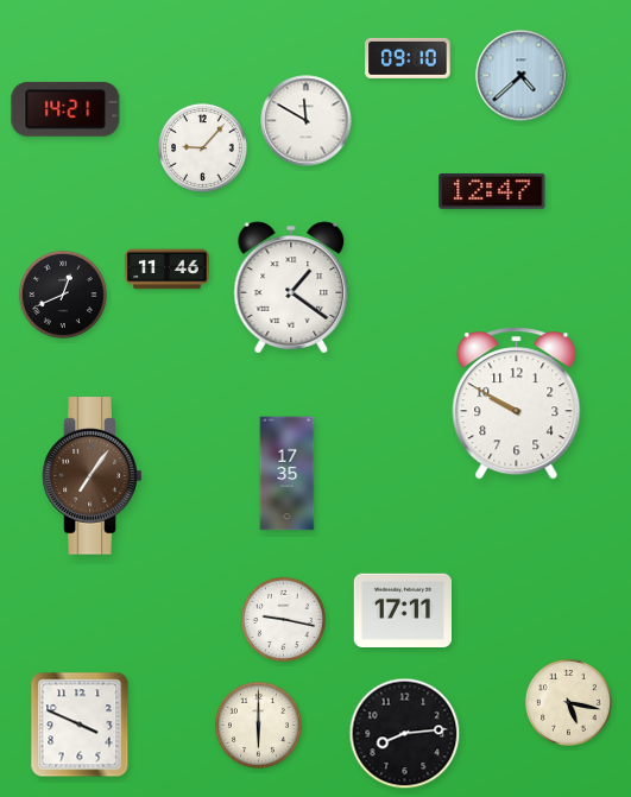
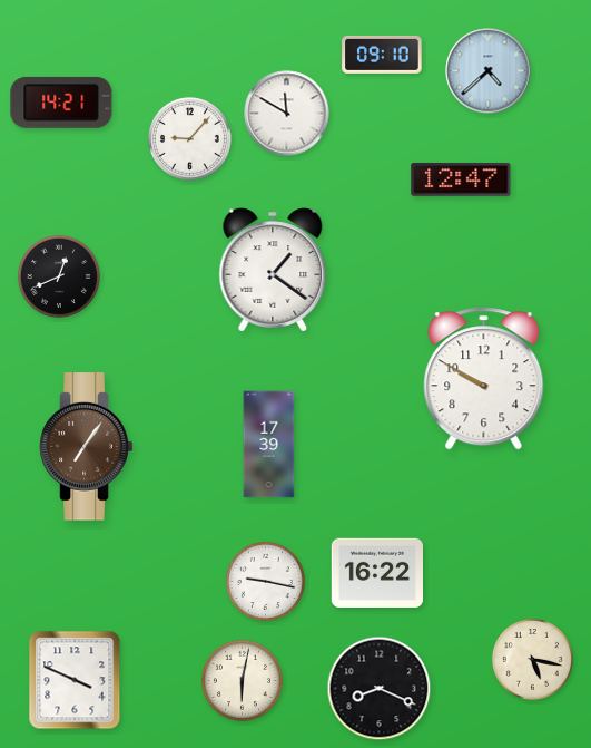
clock at (168, 270): 11:46 -> none
clock at (288, 474): 17:35 -> 17:39
clock at (402, 609): 17:11 -> 16:22
clock at (258, 725): 6:00 -> 6:02
clock at (405, 734): 8:14 -> 8:19
